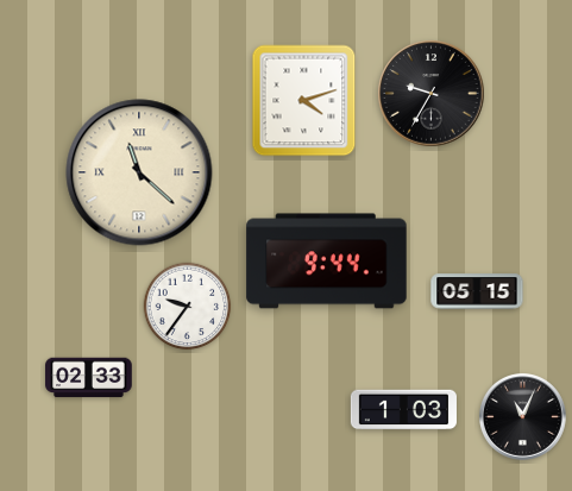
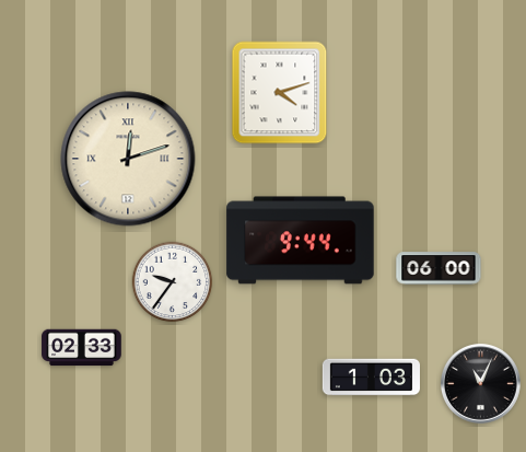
clock at (432, 94): 9:35 -> none
clock at (139, 172): 11:22 -> 12:12
clock at (477, 291): 05:15 -> 06:00
